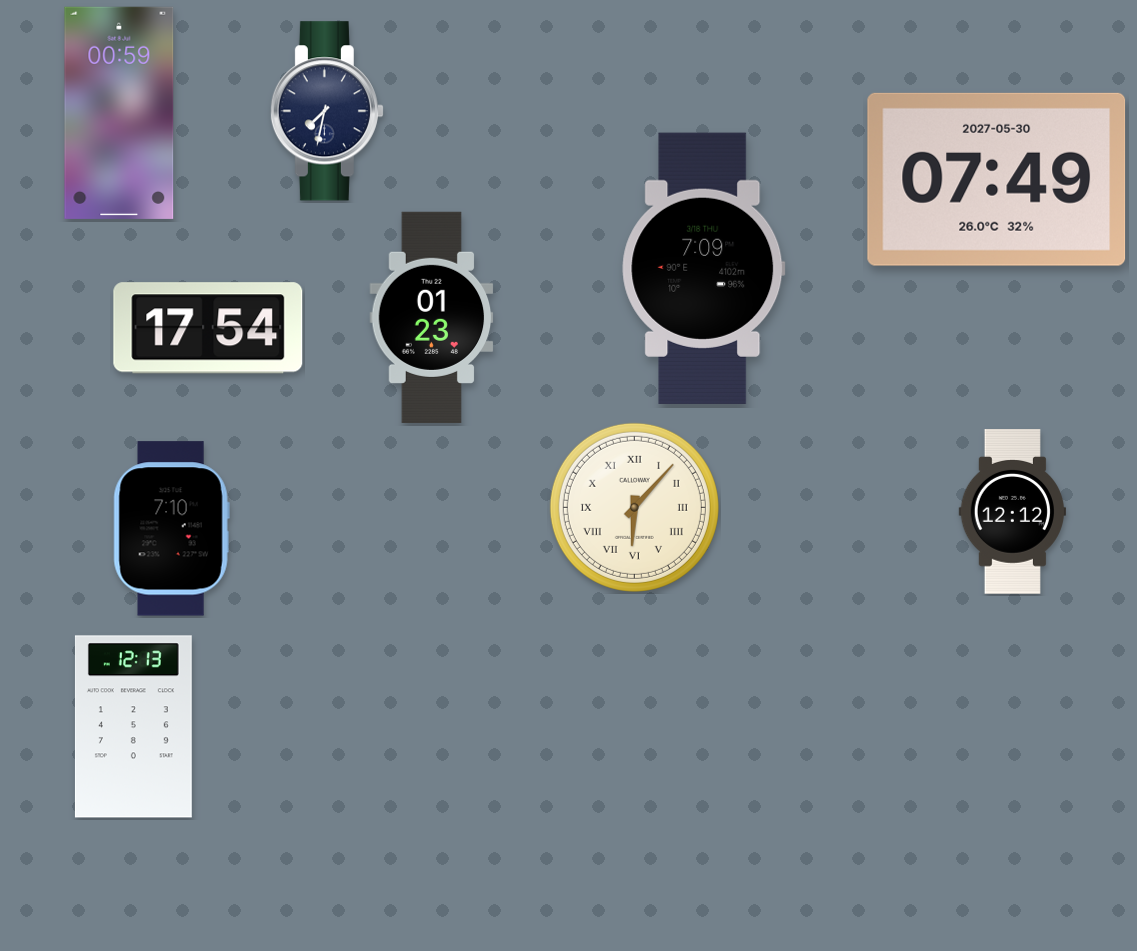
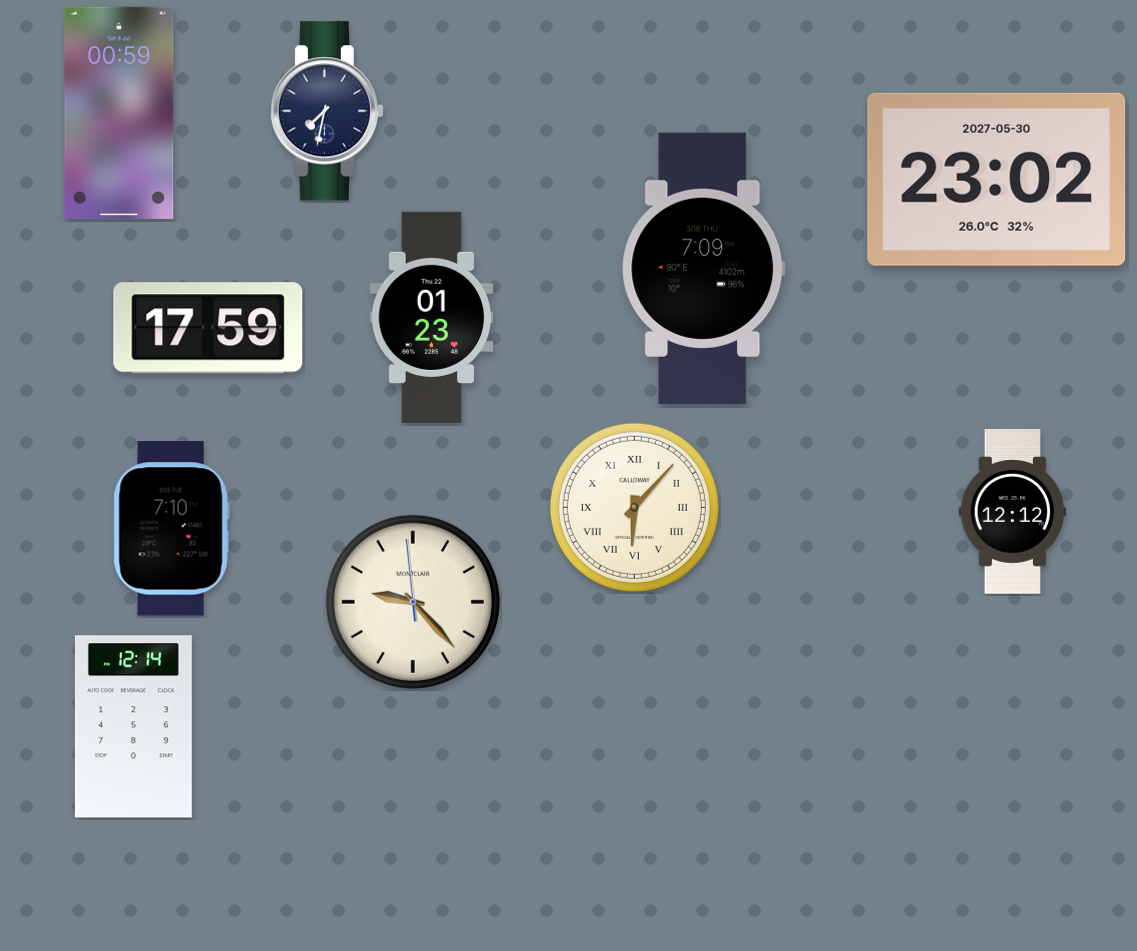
clock at (997, 179): 07:49 -> 23:02
clock at (208, 328): 17:54 -> 17:59
clock at (413, 602): none -> 9:22
clock at (133, 727): 12:13 -> 12:14
